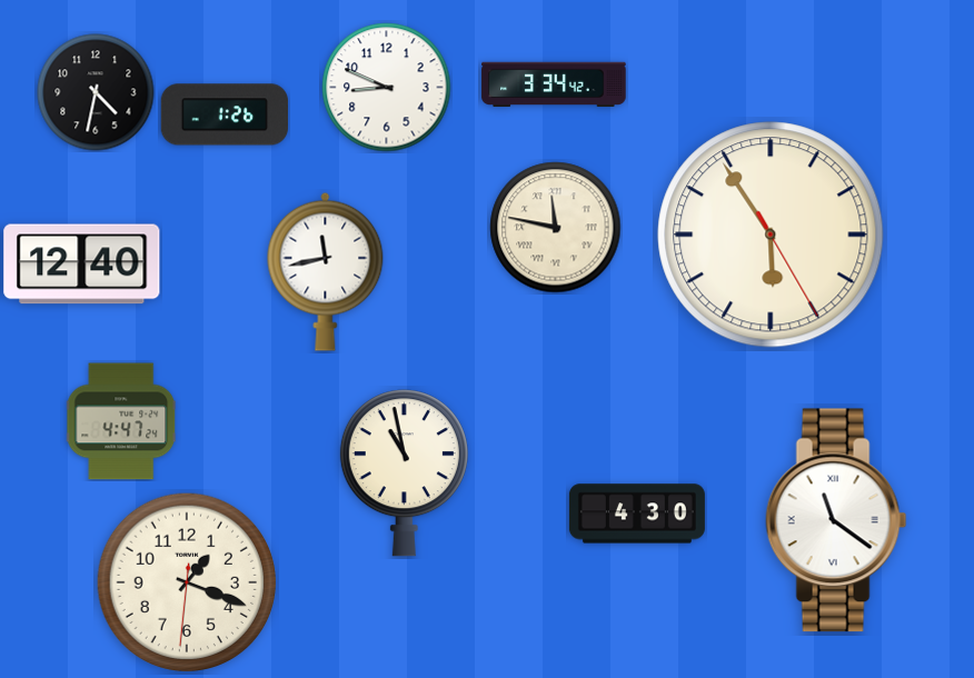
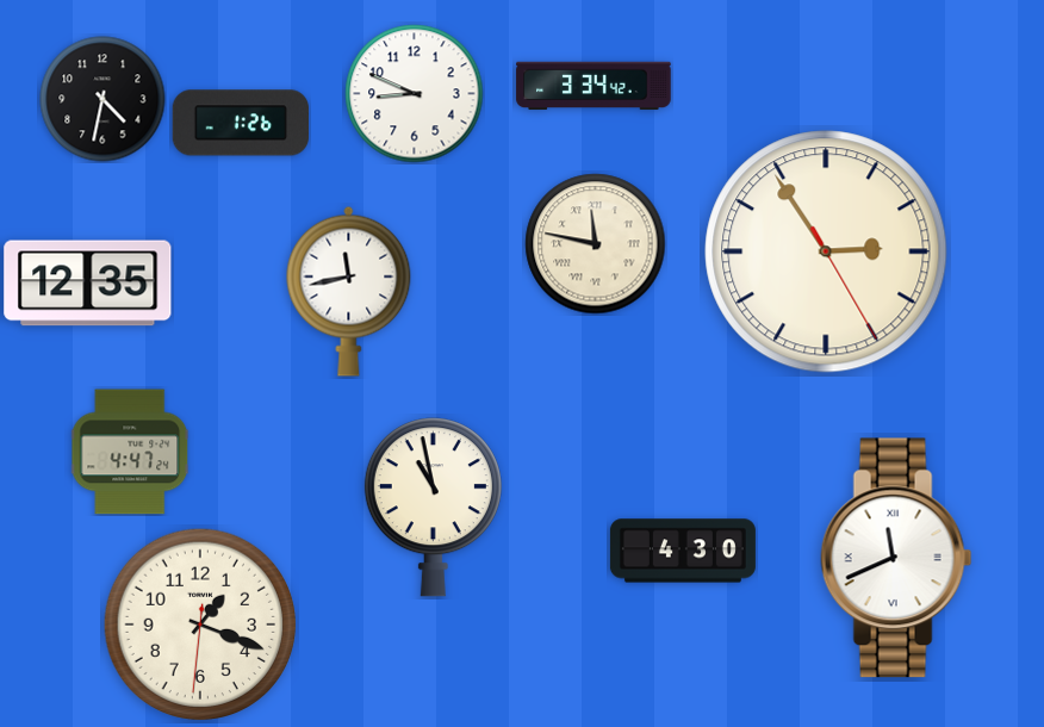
clock at (554, 84) position: (554, 84) -> (594, 86)
clock at (771, 235): 5:54 -> 2:54
clock at (82, 265): 12:40 -> 12:35
clock at (836, 520): 11:21 -> 11:41
